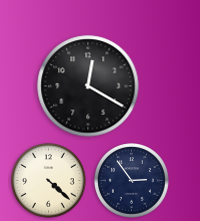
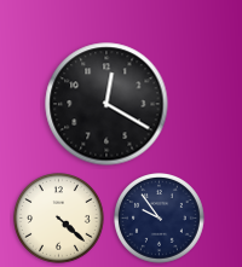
clock at (132, 181): 2:54 -> 9:54
